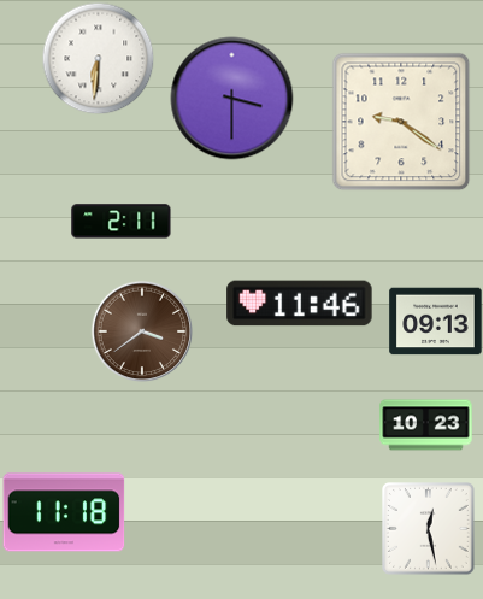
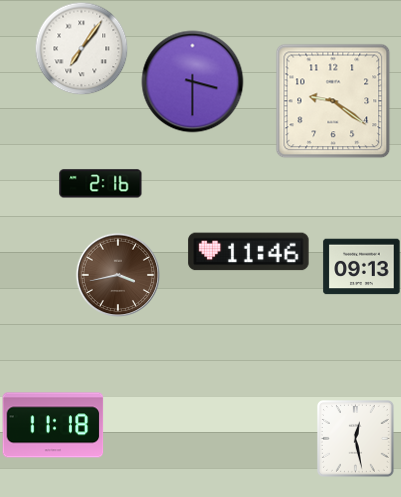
clock at (98, 58): 6:31 -> 7:06
clock at (122, 222): 2:11 -> 2:16
clock at (142, 331): 3:39 -> 3:43
clock at (426, 425): 10:23 -> none
